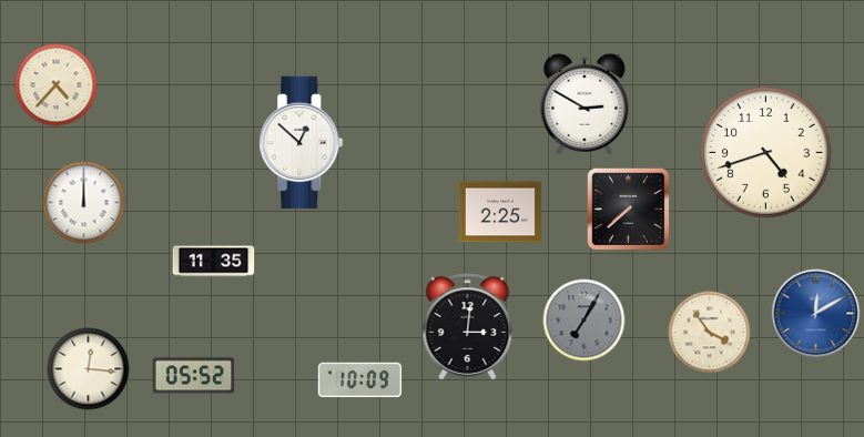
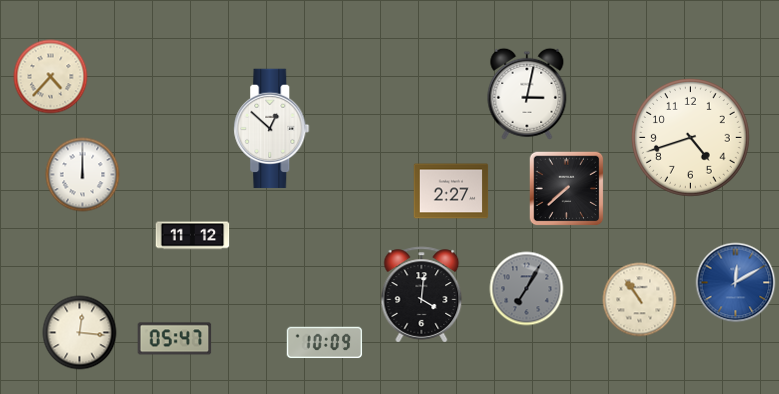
clock at (585, 104): 2:50 -> 3:02
clock at (84, 203) position: (84, 203) -> (83, 175)
clock at (500, 212): 2:25 -> 2:27
clock at (214, 262): 11:35 -> 11:12
clock at (468, 327): 3:01 -> 4:01
clock at (710, 333): 3:54 -> 10:54
clock at (194, 376): 05:52 -> 05:47
